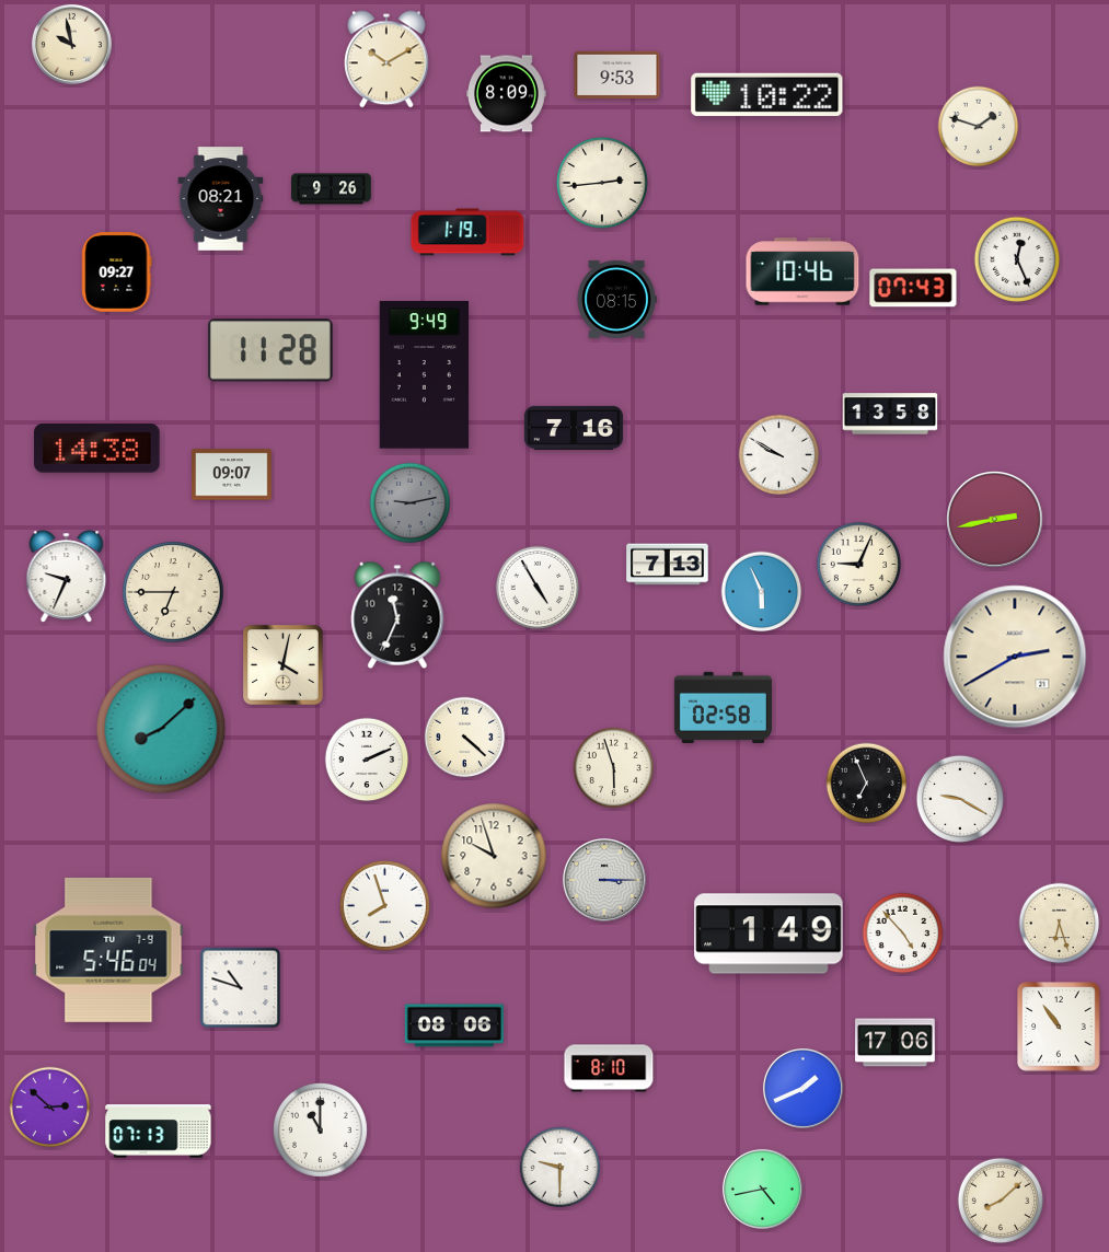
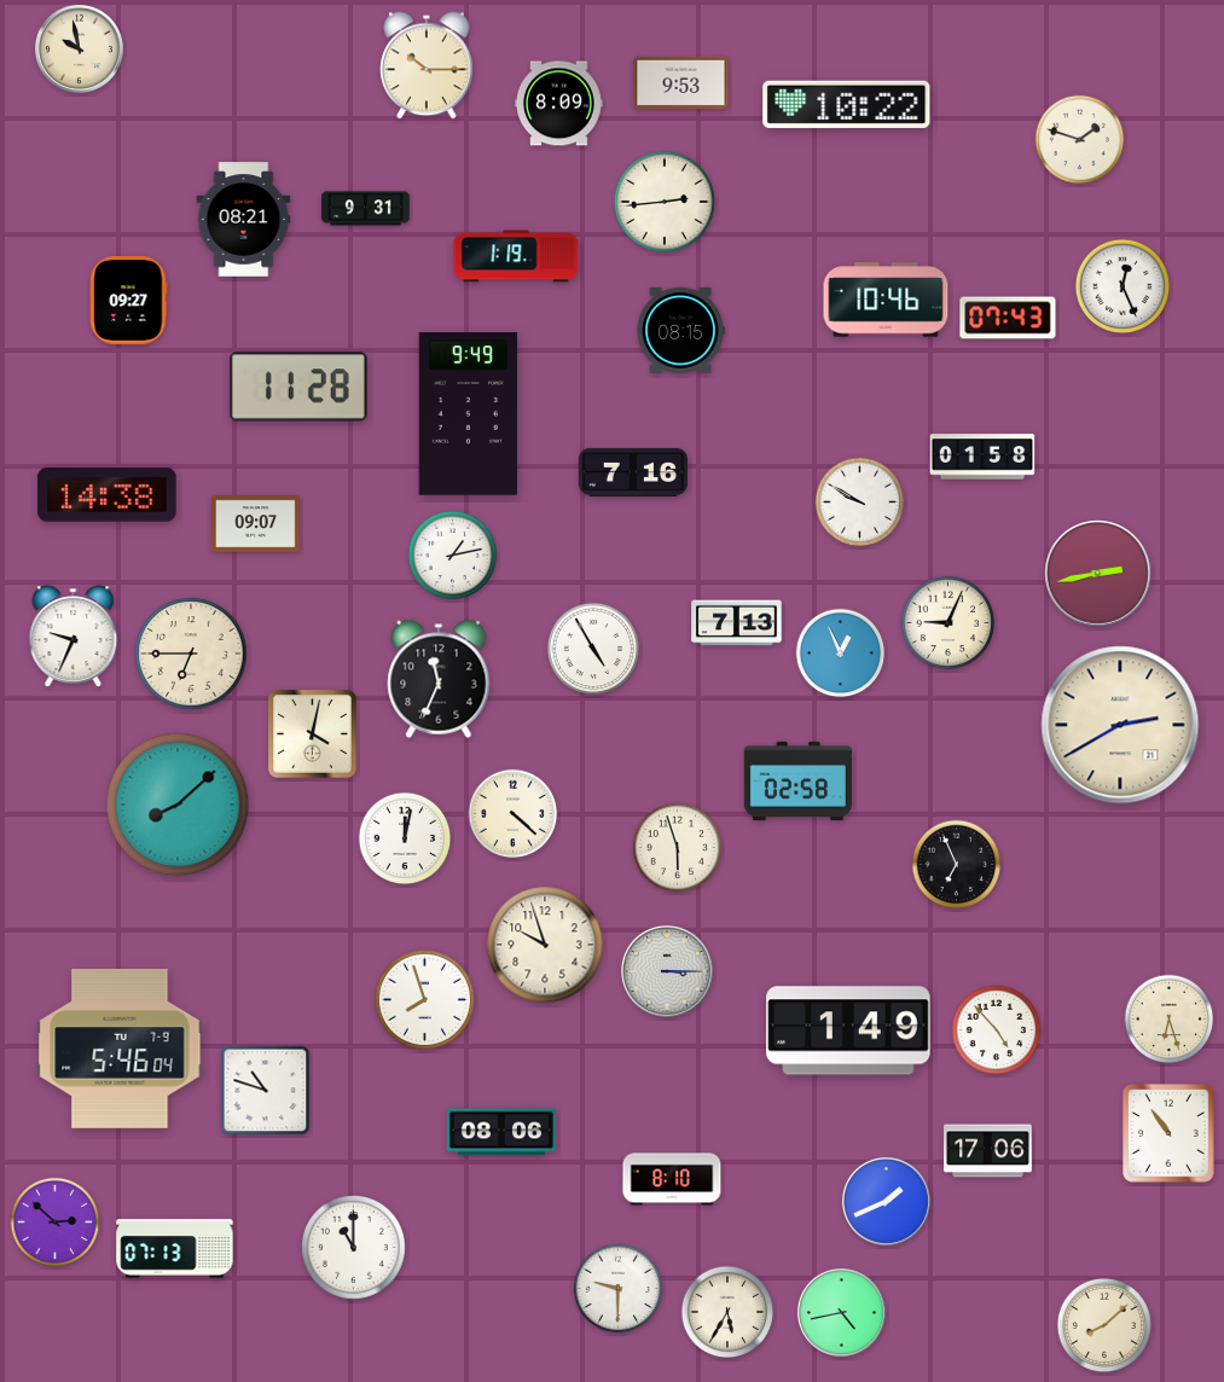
clock at (386, 59): 10:10 -> 10:15
clock at (332, 189): 9:26 -> 9:31
clock at (890, 414): 13:58 -> 01:58
clock at (411, 503): 9:13 -> 1:13
clock at (411, 503) dial: grey -> white
clock at (762, 592): 5:56 -> 12:56
clock at (367, 760): 2:11 -> 12:02
clock at (960, 799): 9:20 -> none
clock at (727, 1312): none -> 5:35
